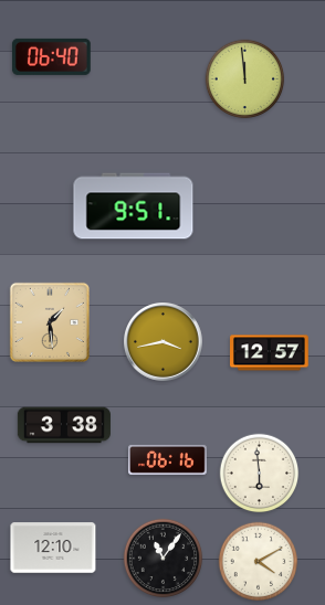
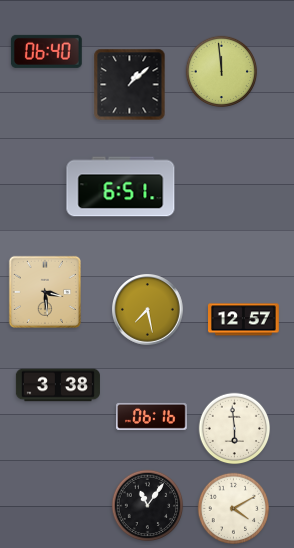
clock at (130, 85): none -> 1:08
clock at (134, 206): 9:51 -> 6:51
clock at (50, 322): 1:29 -> 3:29
clock at (164, 342): 3:43 -> 7:28
clock at (53, 548): 12:10 -> none
